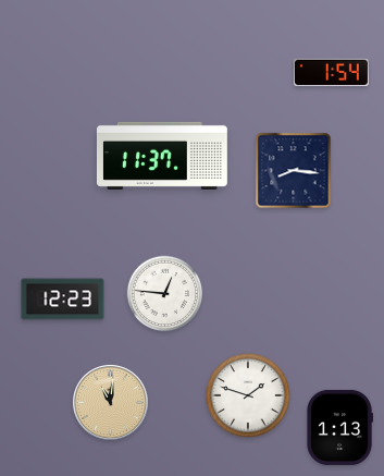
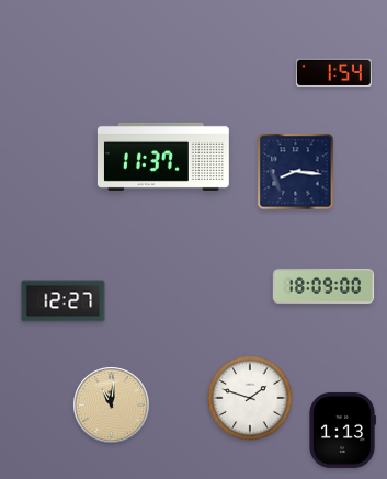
clock at (323, 286): none -> 18:09
clock at (165, 294): 12:46 -> none
clock at (63, 300): 12:23 -> 12:27
